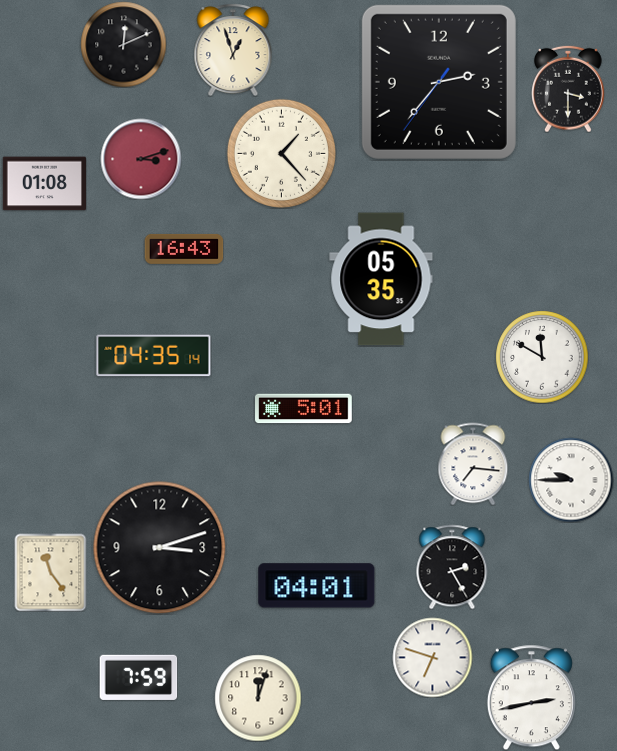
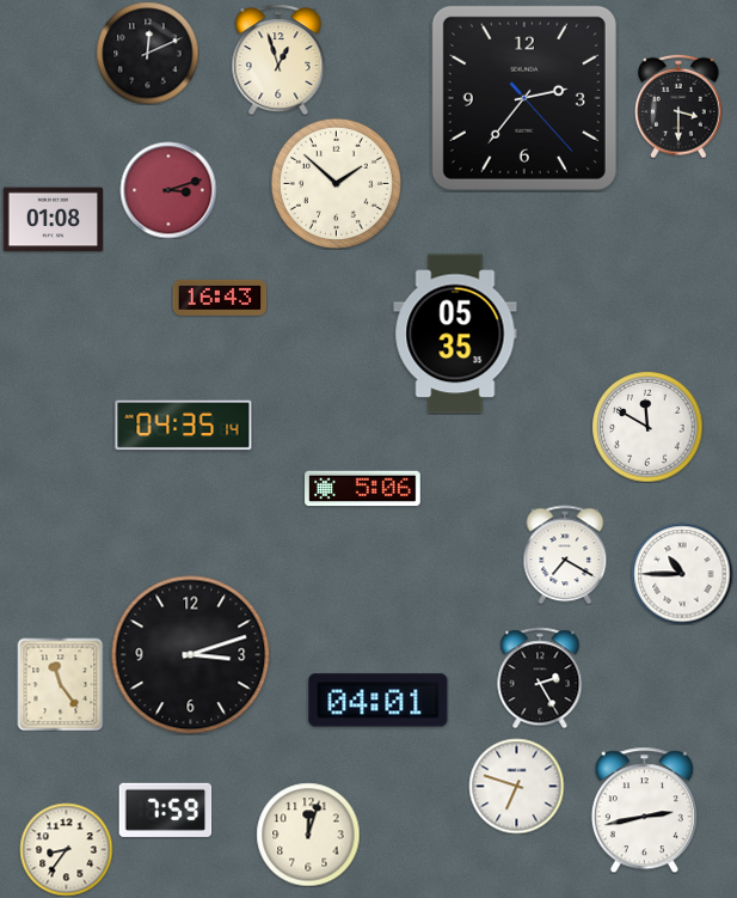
clock at (439, 82): 2:36:36 -> 2:36:23
clock at (281, 153): 1:23 -> 1:52
clock at (304, 409): 5:01 -> 5:06
clock at (473, 464): 7:16 -> 7:20
clock at (571, 480): 9:45 -> 10:45
clock at (531, 697) position: (531, 697) -> (644, 810)
clock at (66, 849): none -> 8:36
